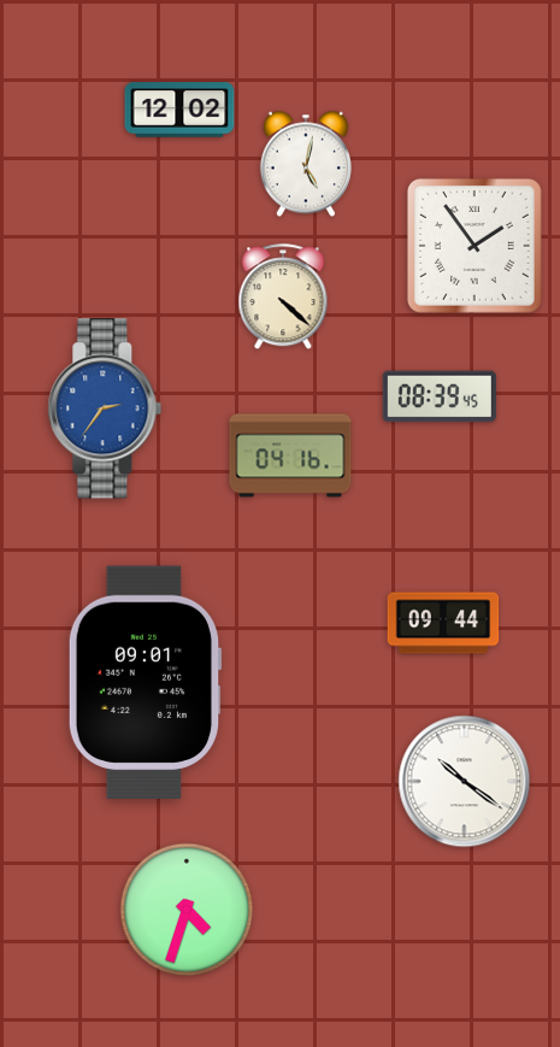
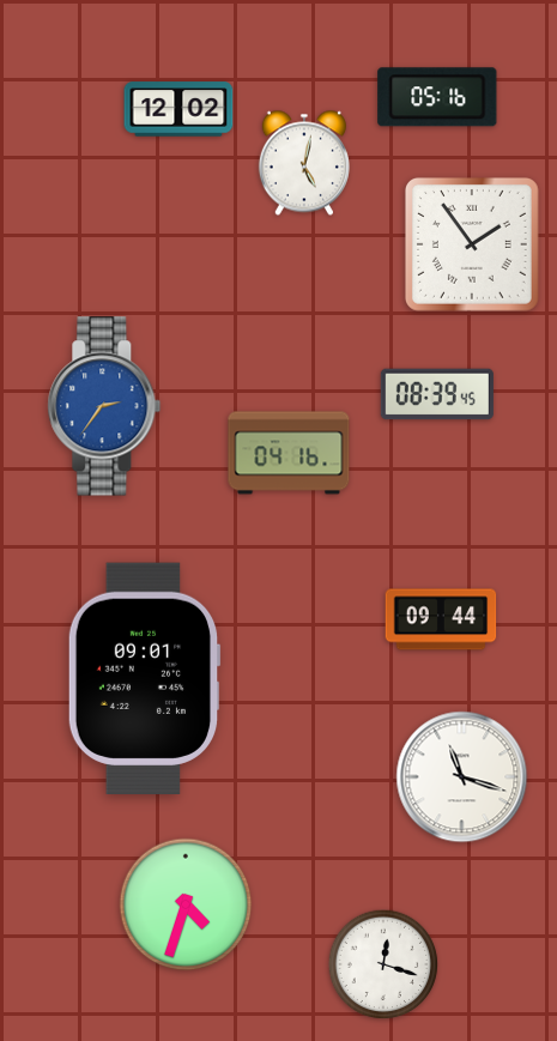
clock at (437, 97): none -> 05:16
clock at (283, 298): 4:22 -> none
clock at (465, 782): 10:21 -> 11:18
clock at (383, 964): none -> 12:18
